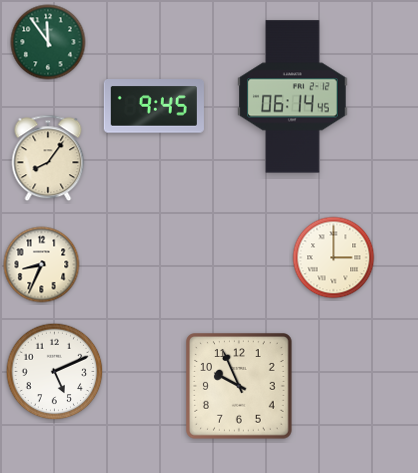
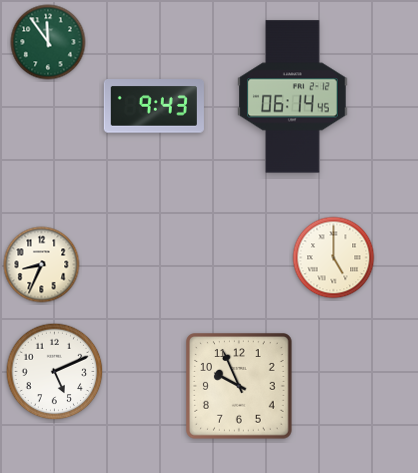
clock at (154, 106): 9:45 -> 9:43
clock at (48, 158): 8:06 -> none
clock at (334, 258): 3:00 -> 5:00
